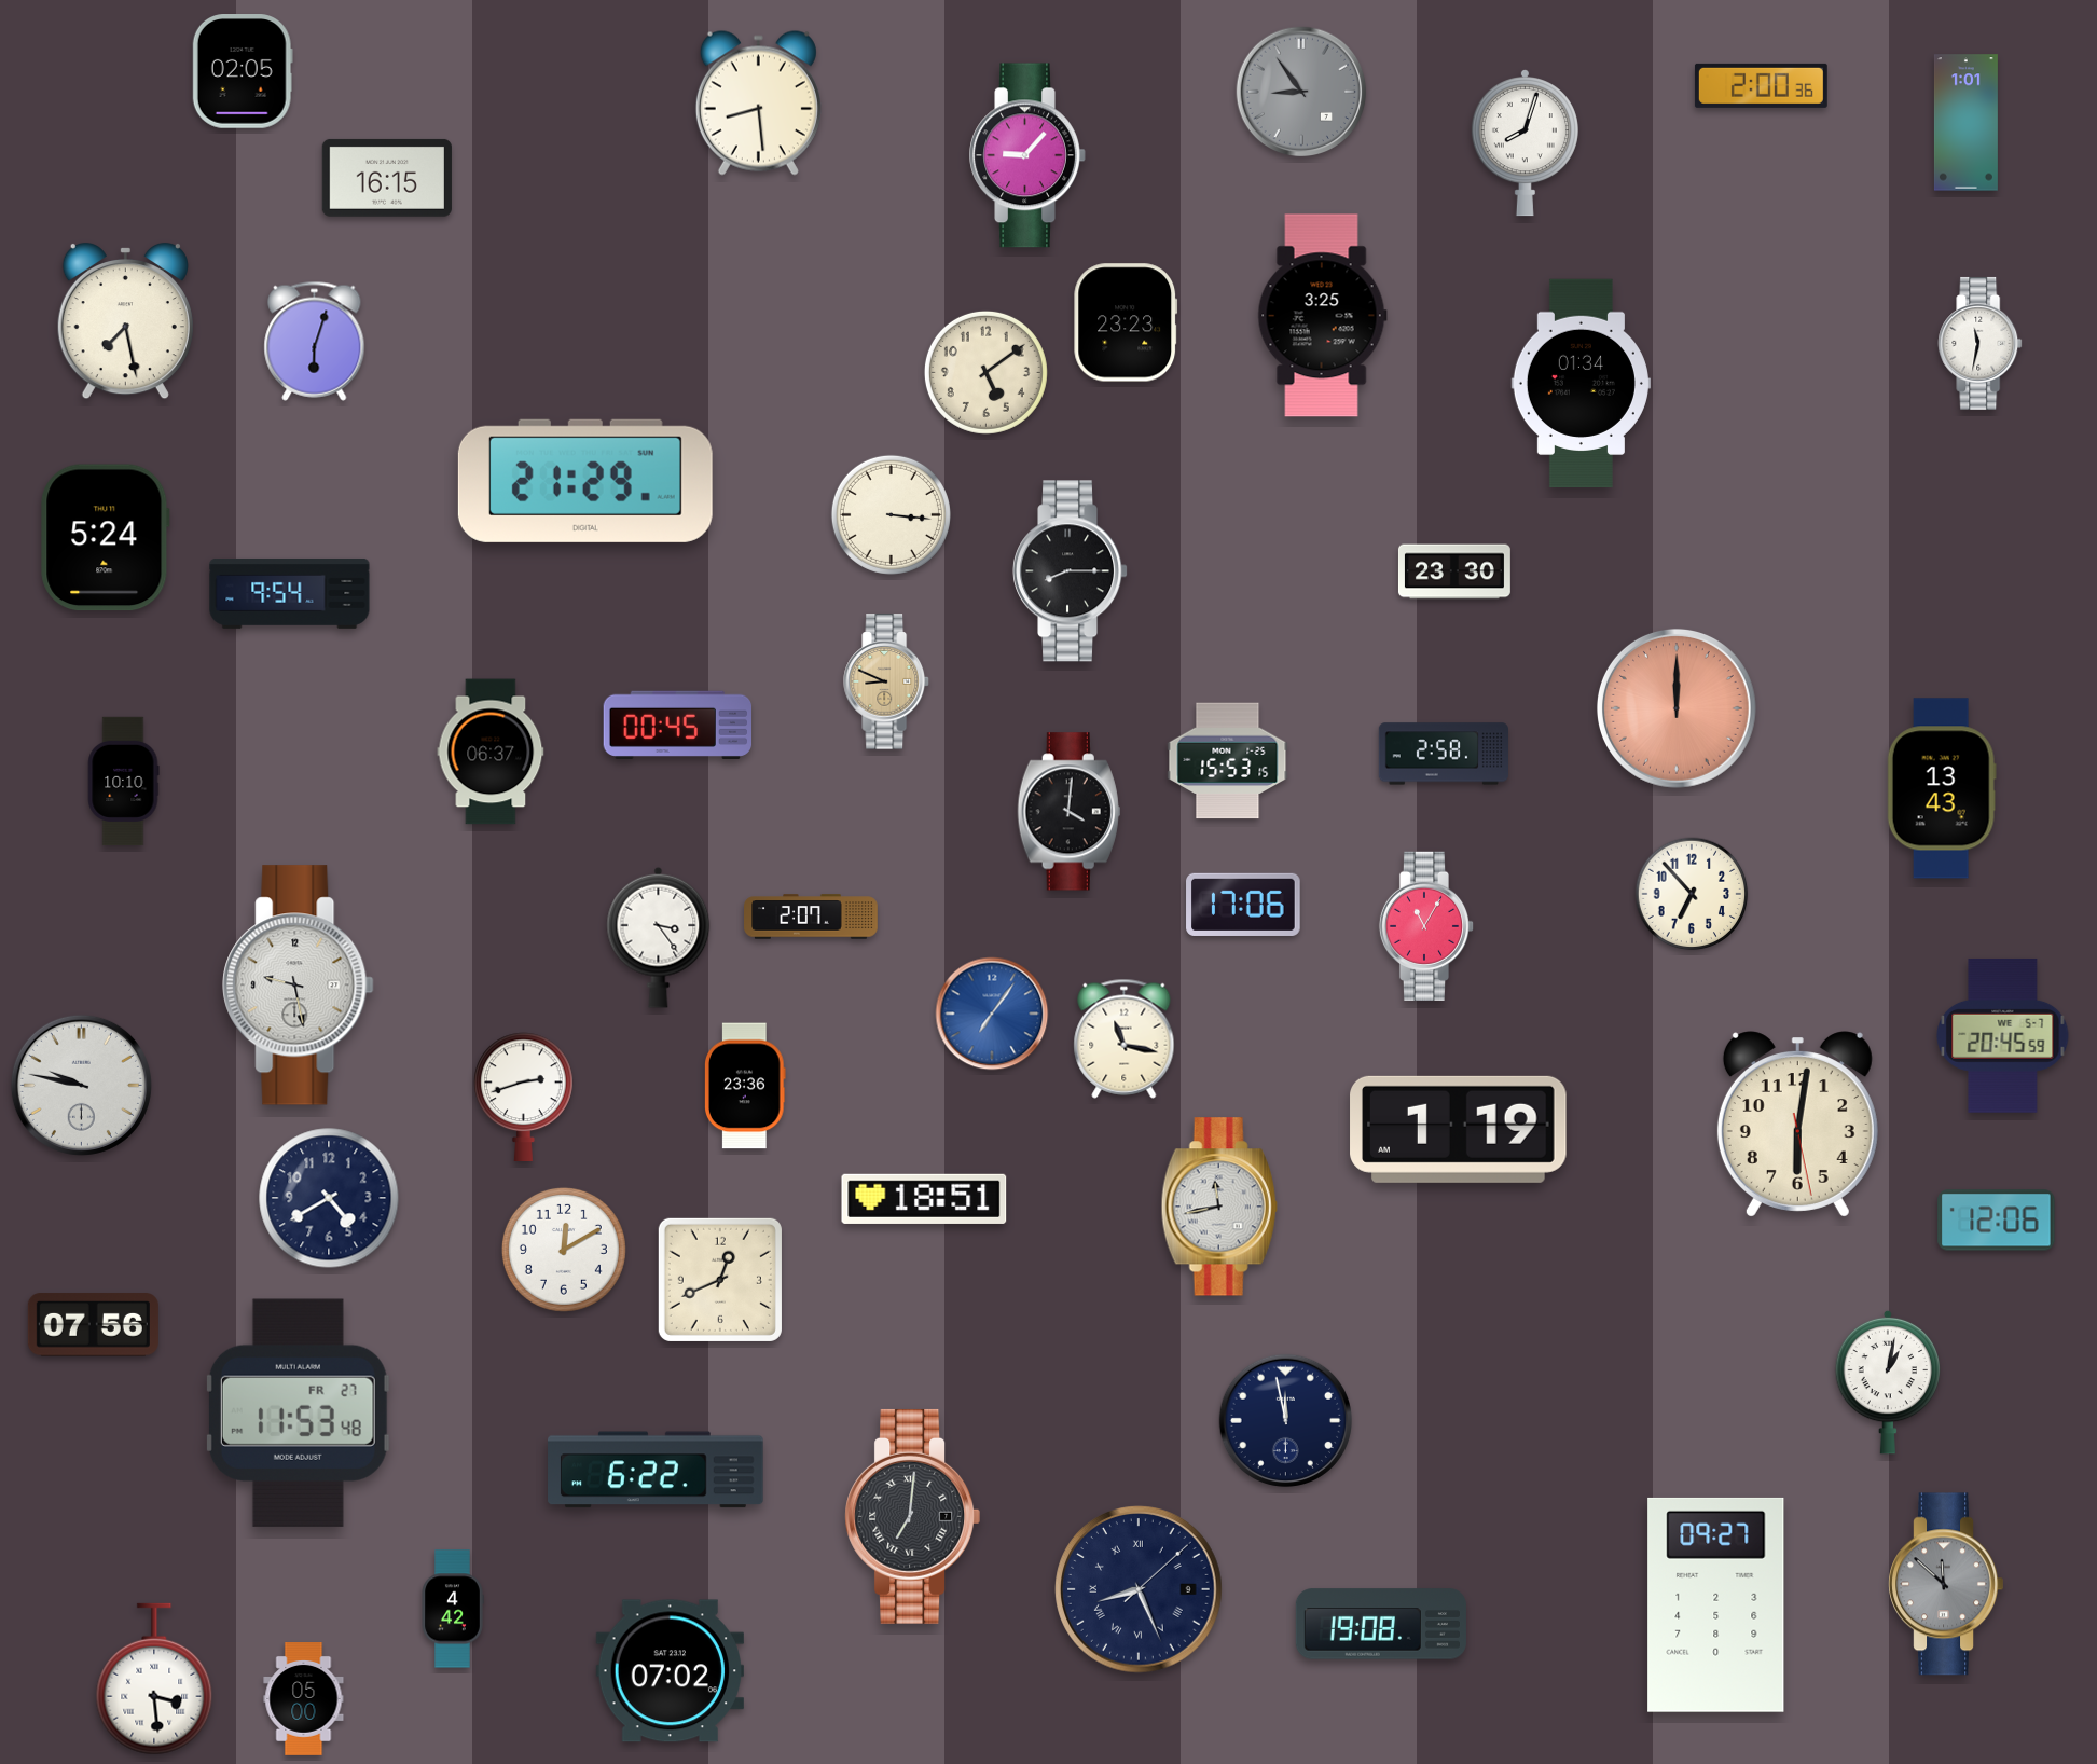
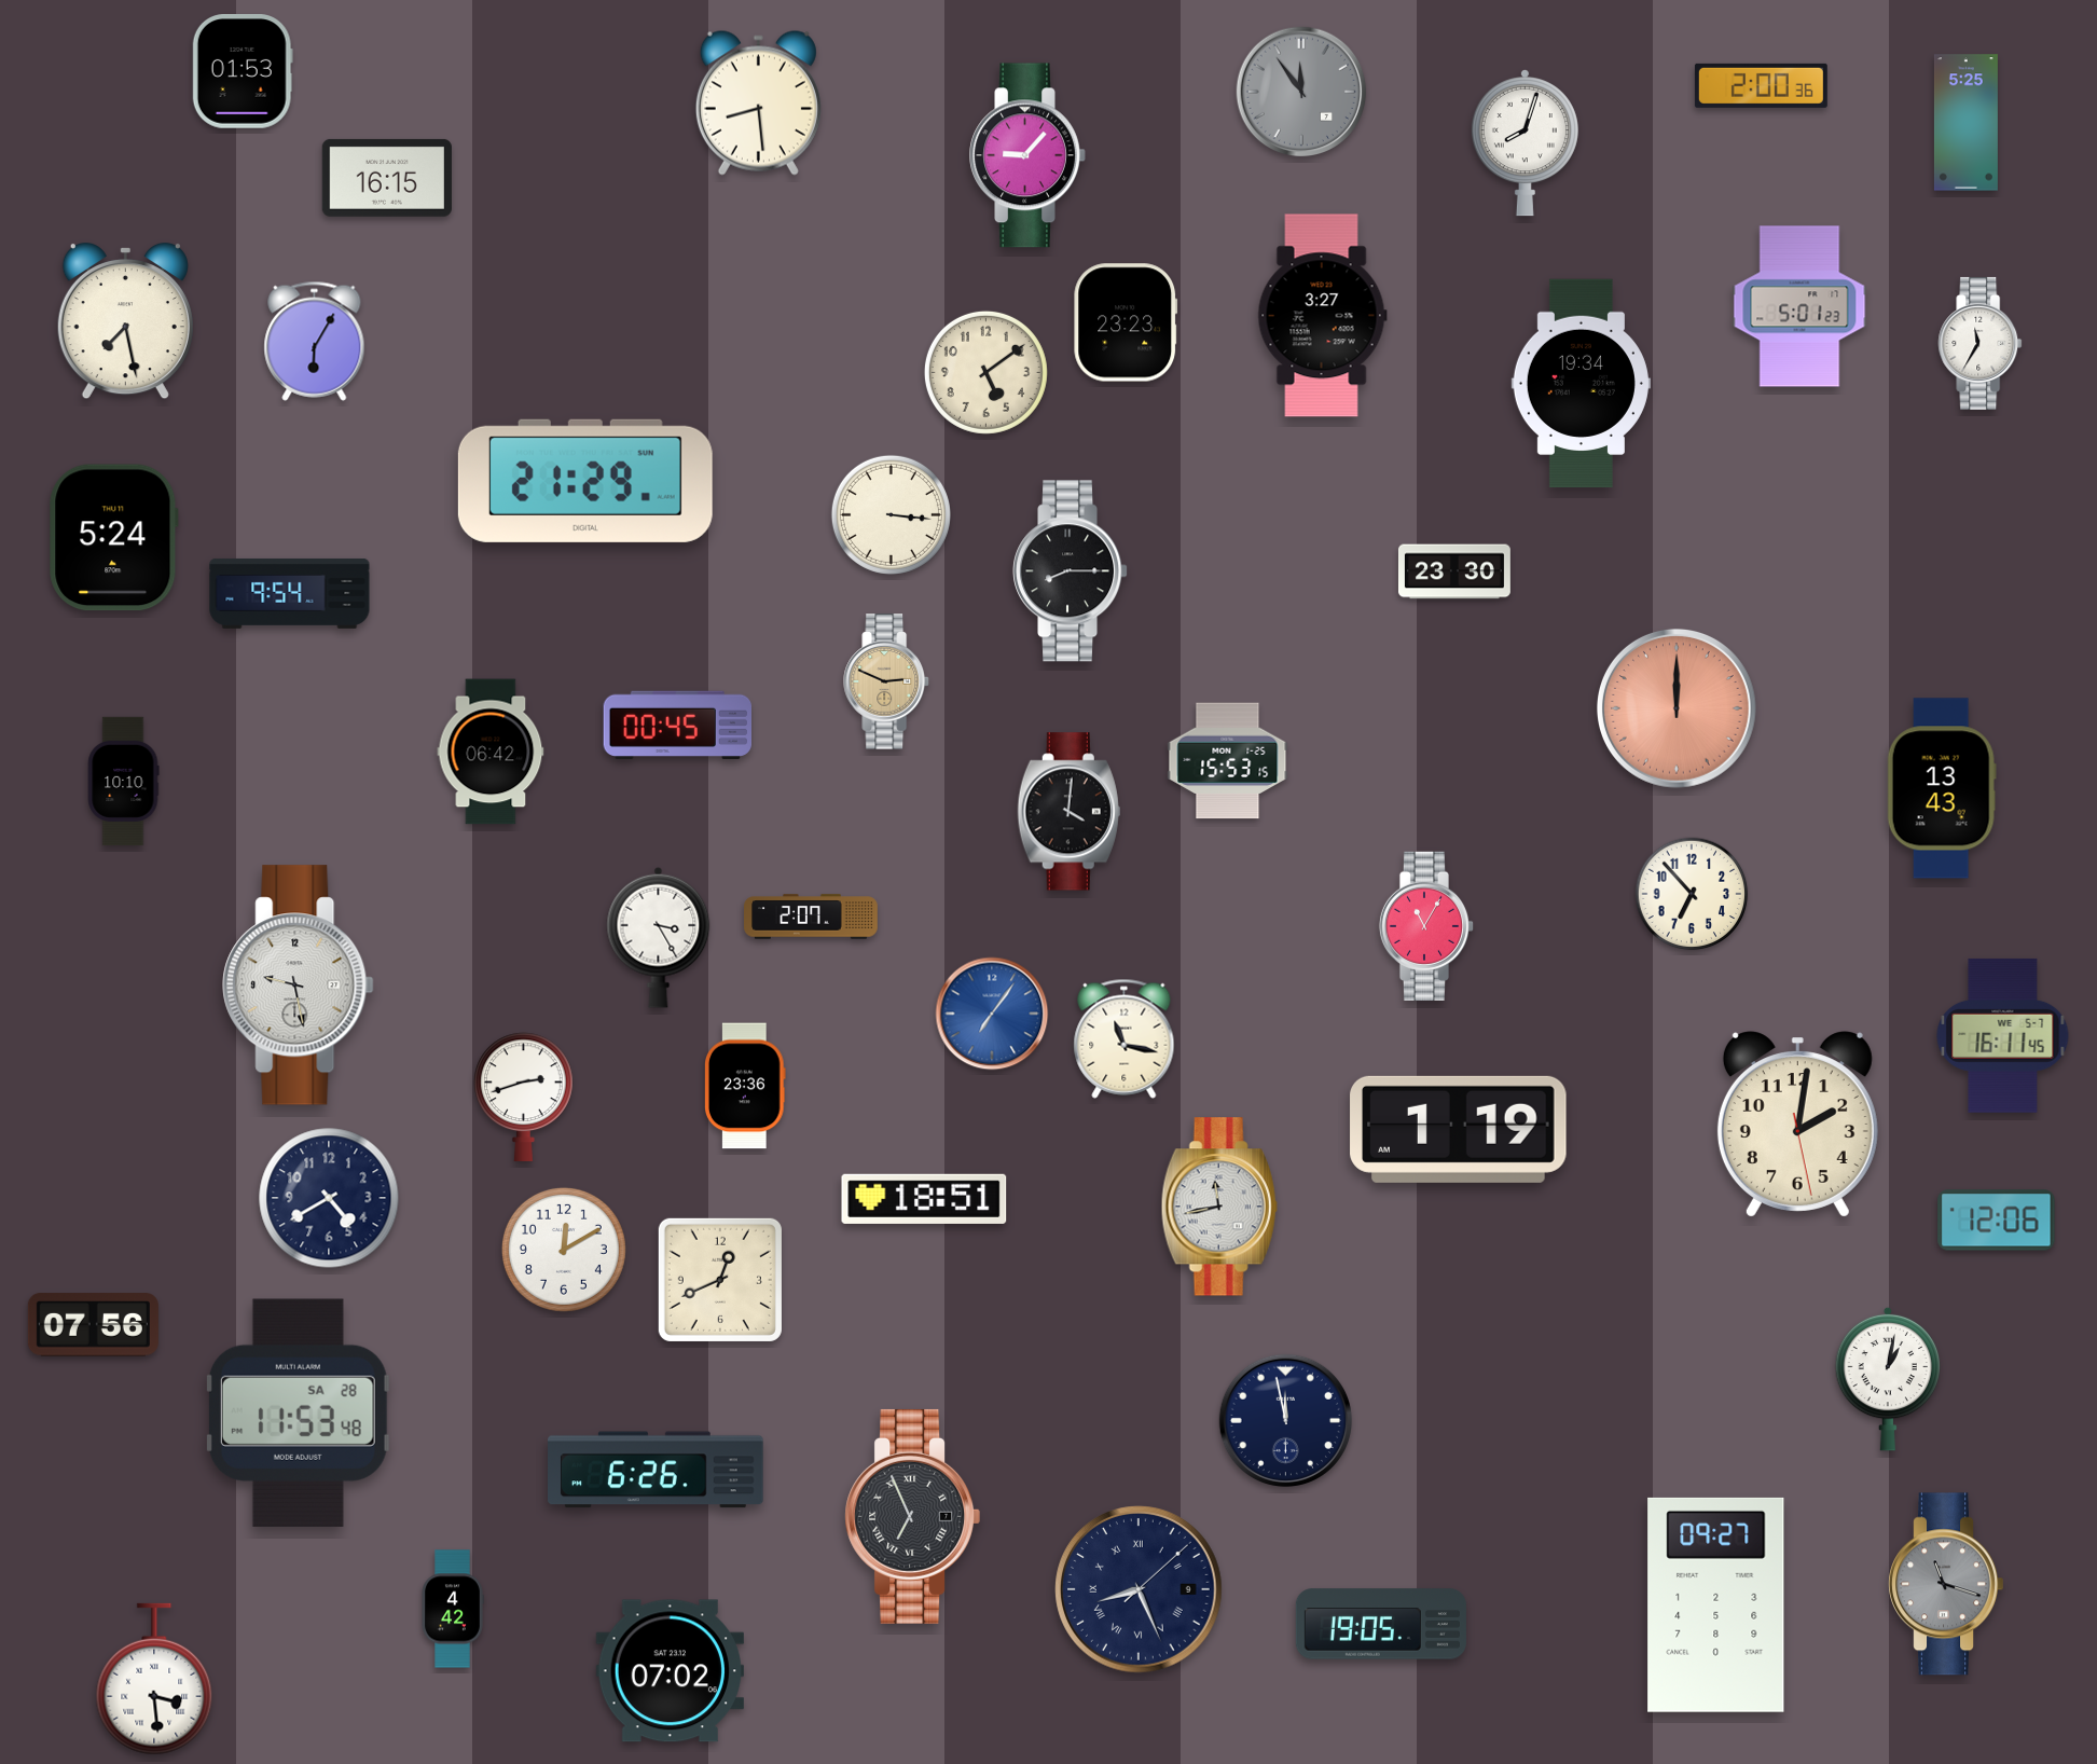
clock at (243, 72): 02:05 -> 01:53
clock at (1301, 92): 8:54 -> 11:54
clock at (1965, 123): 1:01 -> 5:25
clock at (1799, 306): none -> 5:01
clock at (1322, 316): 3:25 -> 3:27
clock at (315, 341): 6:03 -> 6:05
clock at (1981, 343): 11:32 -> 11:35
clock at (1581, 384): 01:34 -> 19:34
clock at (106, 538) position: (106, 538) -> (114, 538)
clock at (887, 681): 8:49 -> 2:49
clock at (491, 752): 06:37 -> 06:42
clock at (1444, 754): 2:58 -> none
clock at (1243, 905): 17:06 -> none
clock at (659, 937): 3:24 -> 3:25
clock at (2003, 1035): 20:45 -> 16:11
clock at (81, 1085): 9:47 -> none
clock at (1797, 1125): 6:01 -> 2:01
clock at (1887, 1382) position: (1887, 1382) -> (1887, 1379)
clock at (298, 1412) date: FR 27 -> SA 28
clock at (657, 1470): 6:22 -> 6:26
clock at (912, 1516): 7:01 -> 6:56
clock at (1945, 1584): 11:52 -> 11:18
clock at (1381, 1624): 19:08 -> 19:05
clock at (304, 1699): 05:00 -> none
